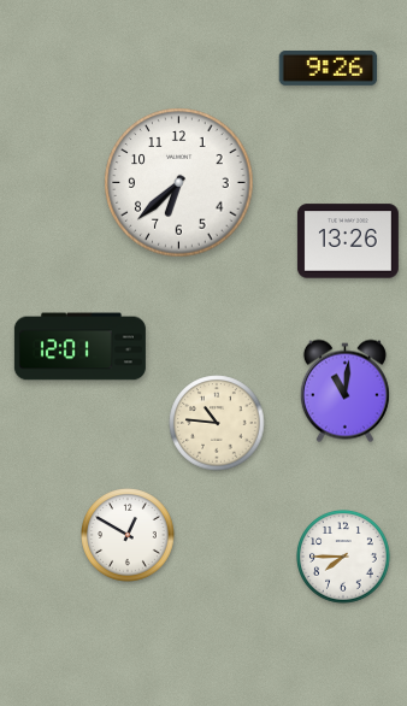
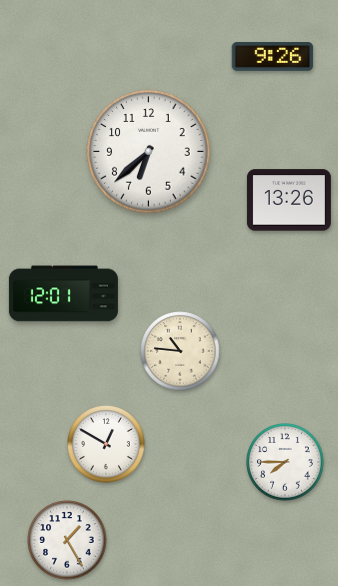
clock at (79, 347) position: (79, 347) -> (63, 294)
clock at (344, 392): 11:01 -> none
clock at (67, 540): none -> 1:25
